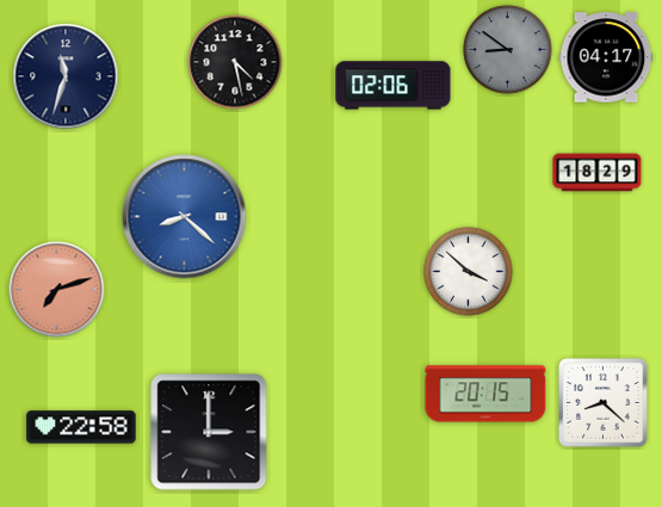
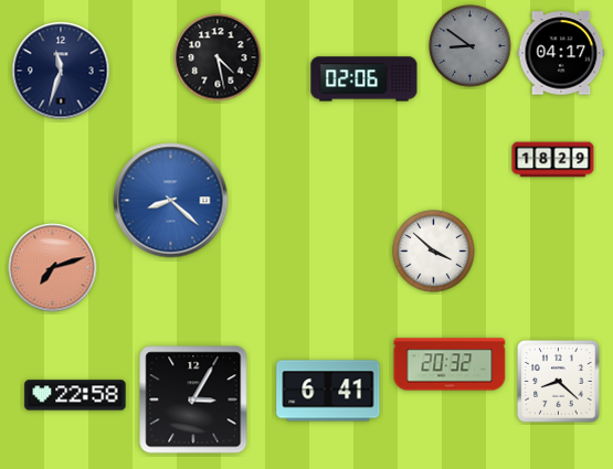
clock at (485, 394): 20:15 -> 20:32
clock at (604, 403) position: (604, 403) -> (559, 382)
clock at (328, 391): none -> 6:41
clock at (209, 432): 3:00 -> 3:05
